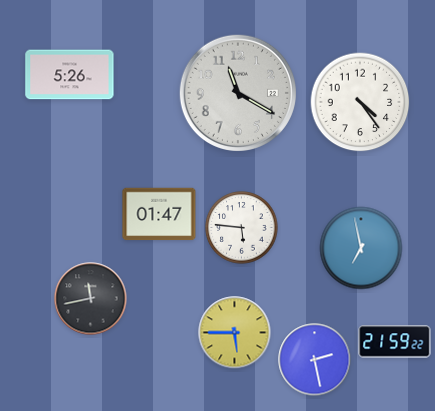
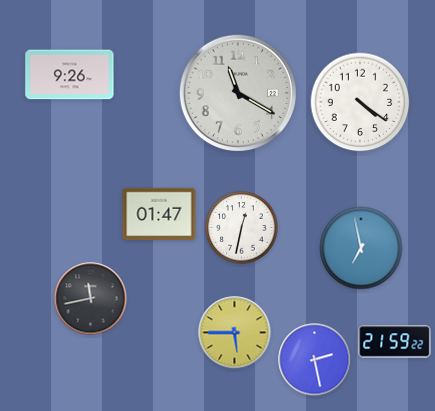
clock at (70, 75): 5:26 -> 9:26
clock at (360, 102): 4:24 -> 4:21
clock at (242, 228): 5:46 -> 12:32
